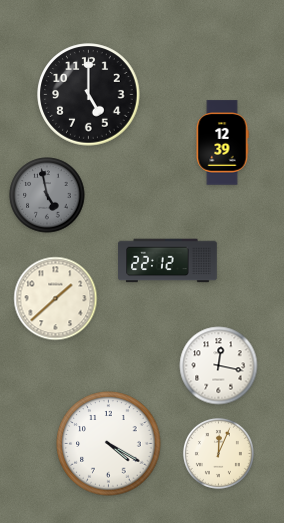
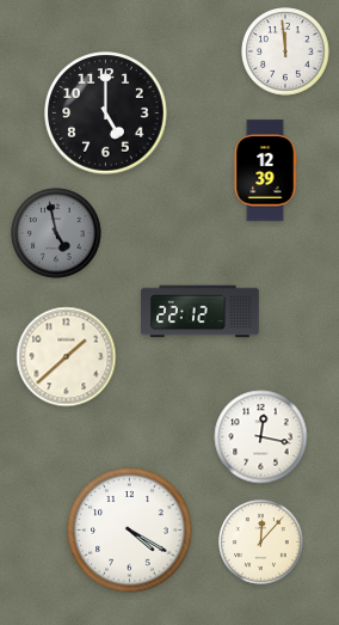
clock at (285, 51): none -> 11:59
clock at (218, 453): 12:04 -> 12:07
